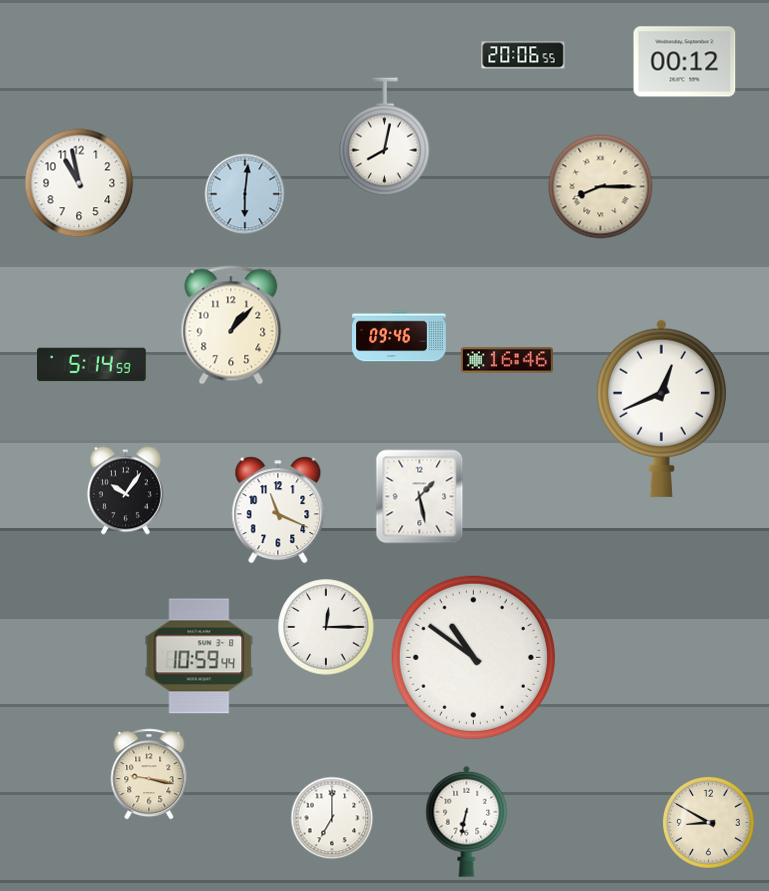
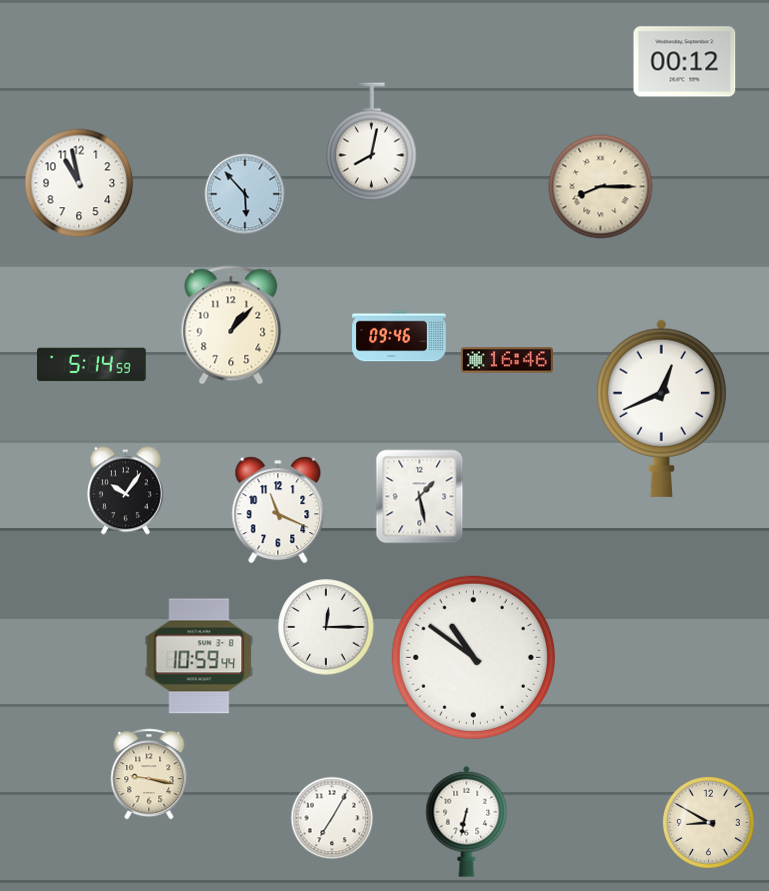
clock at (523, 55): 20:06 -> none
clock at (384, 137) position: (384, 137) -> (371, 142)
clock at (245, 194): 6:01 -> 5:53
clock at (332, 818): 7:00 -> 7:05
